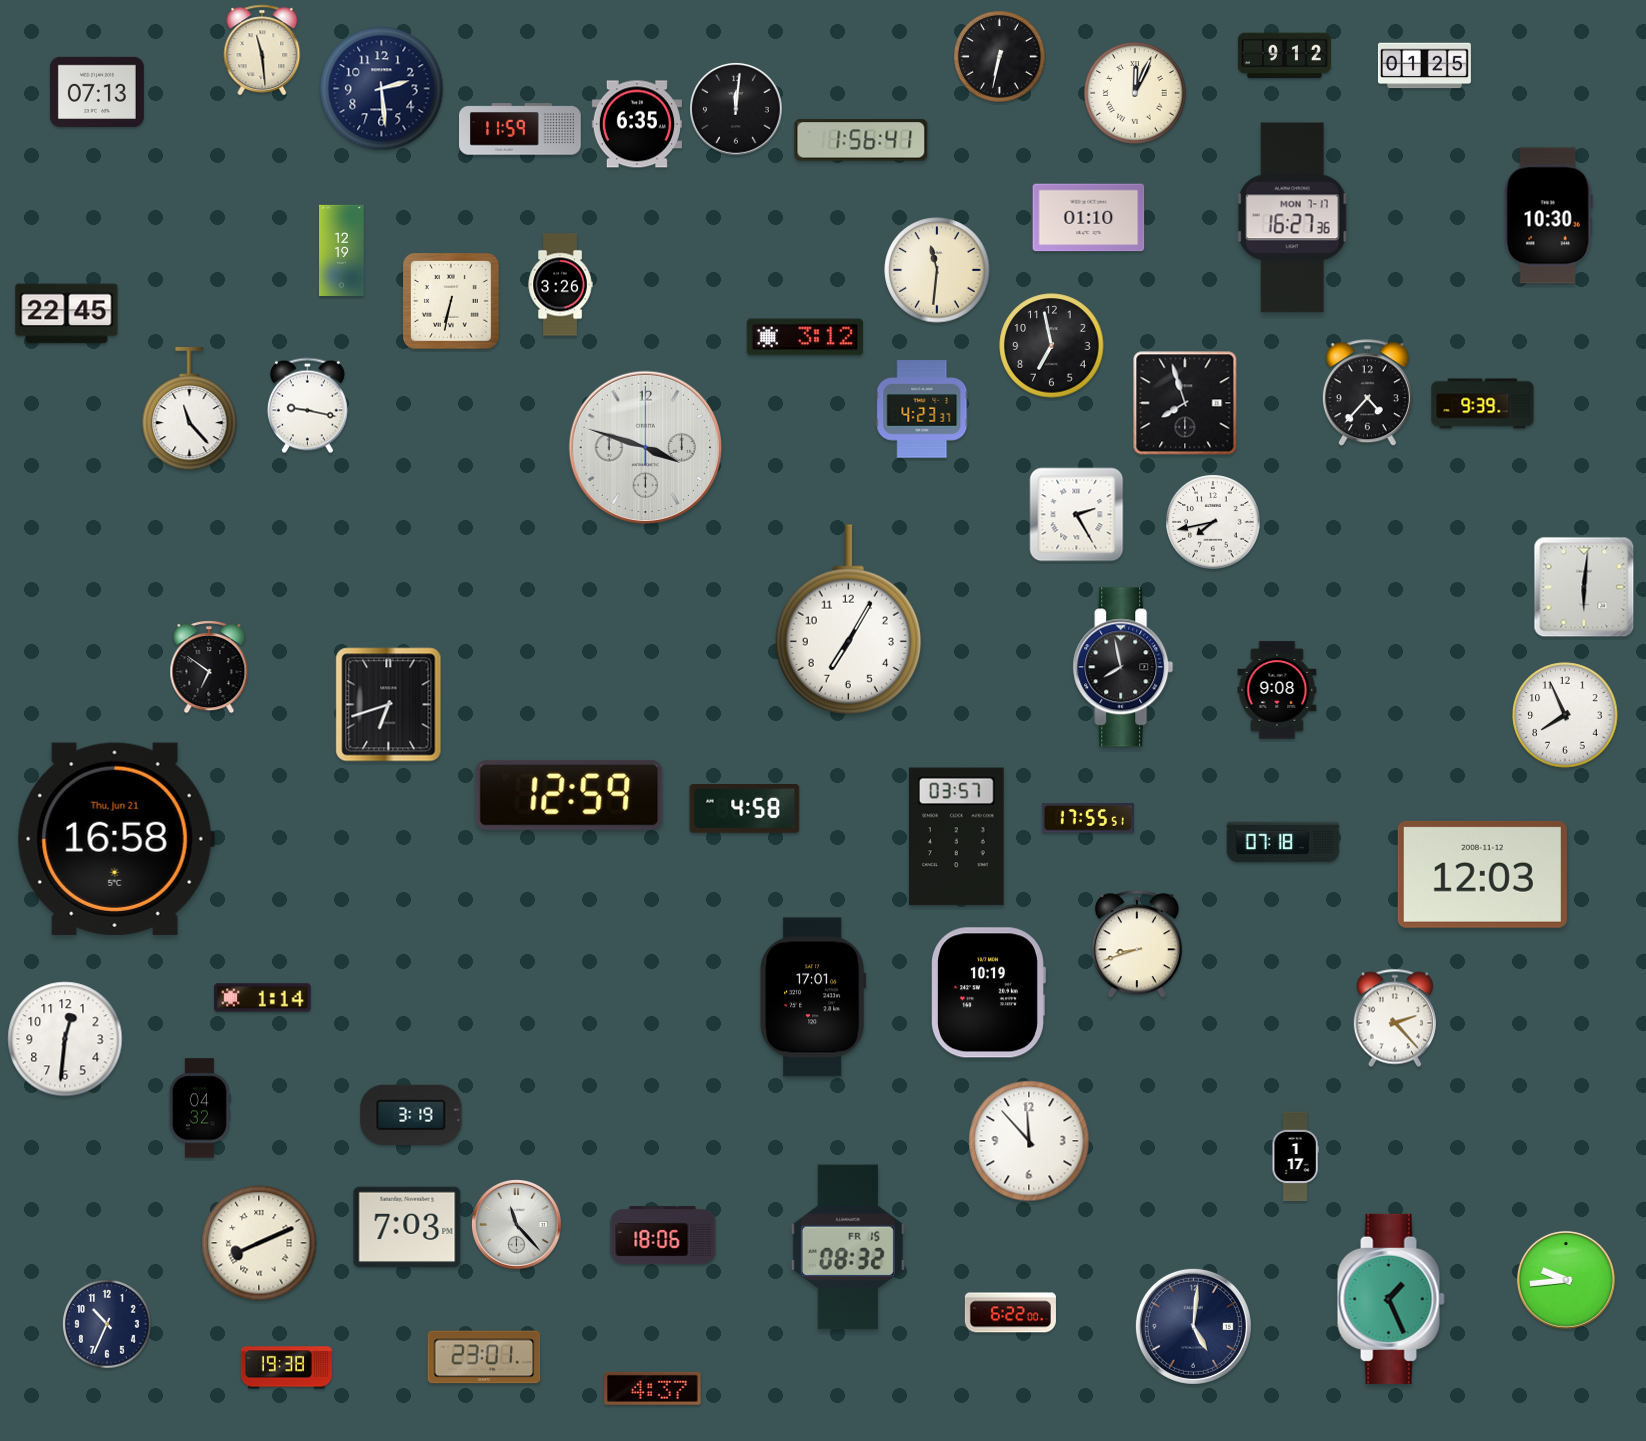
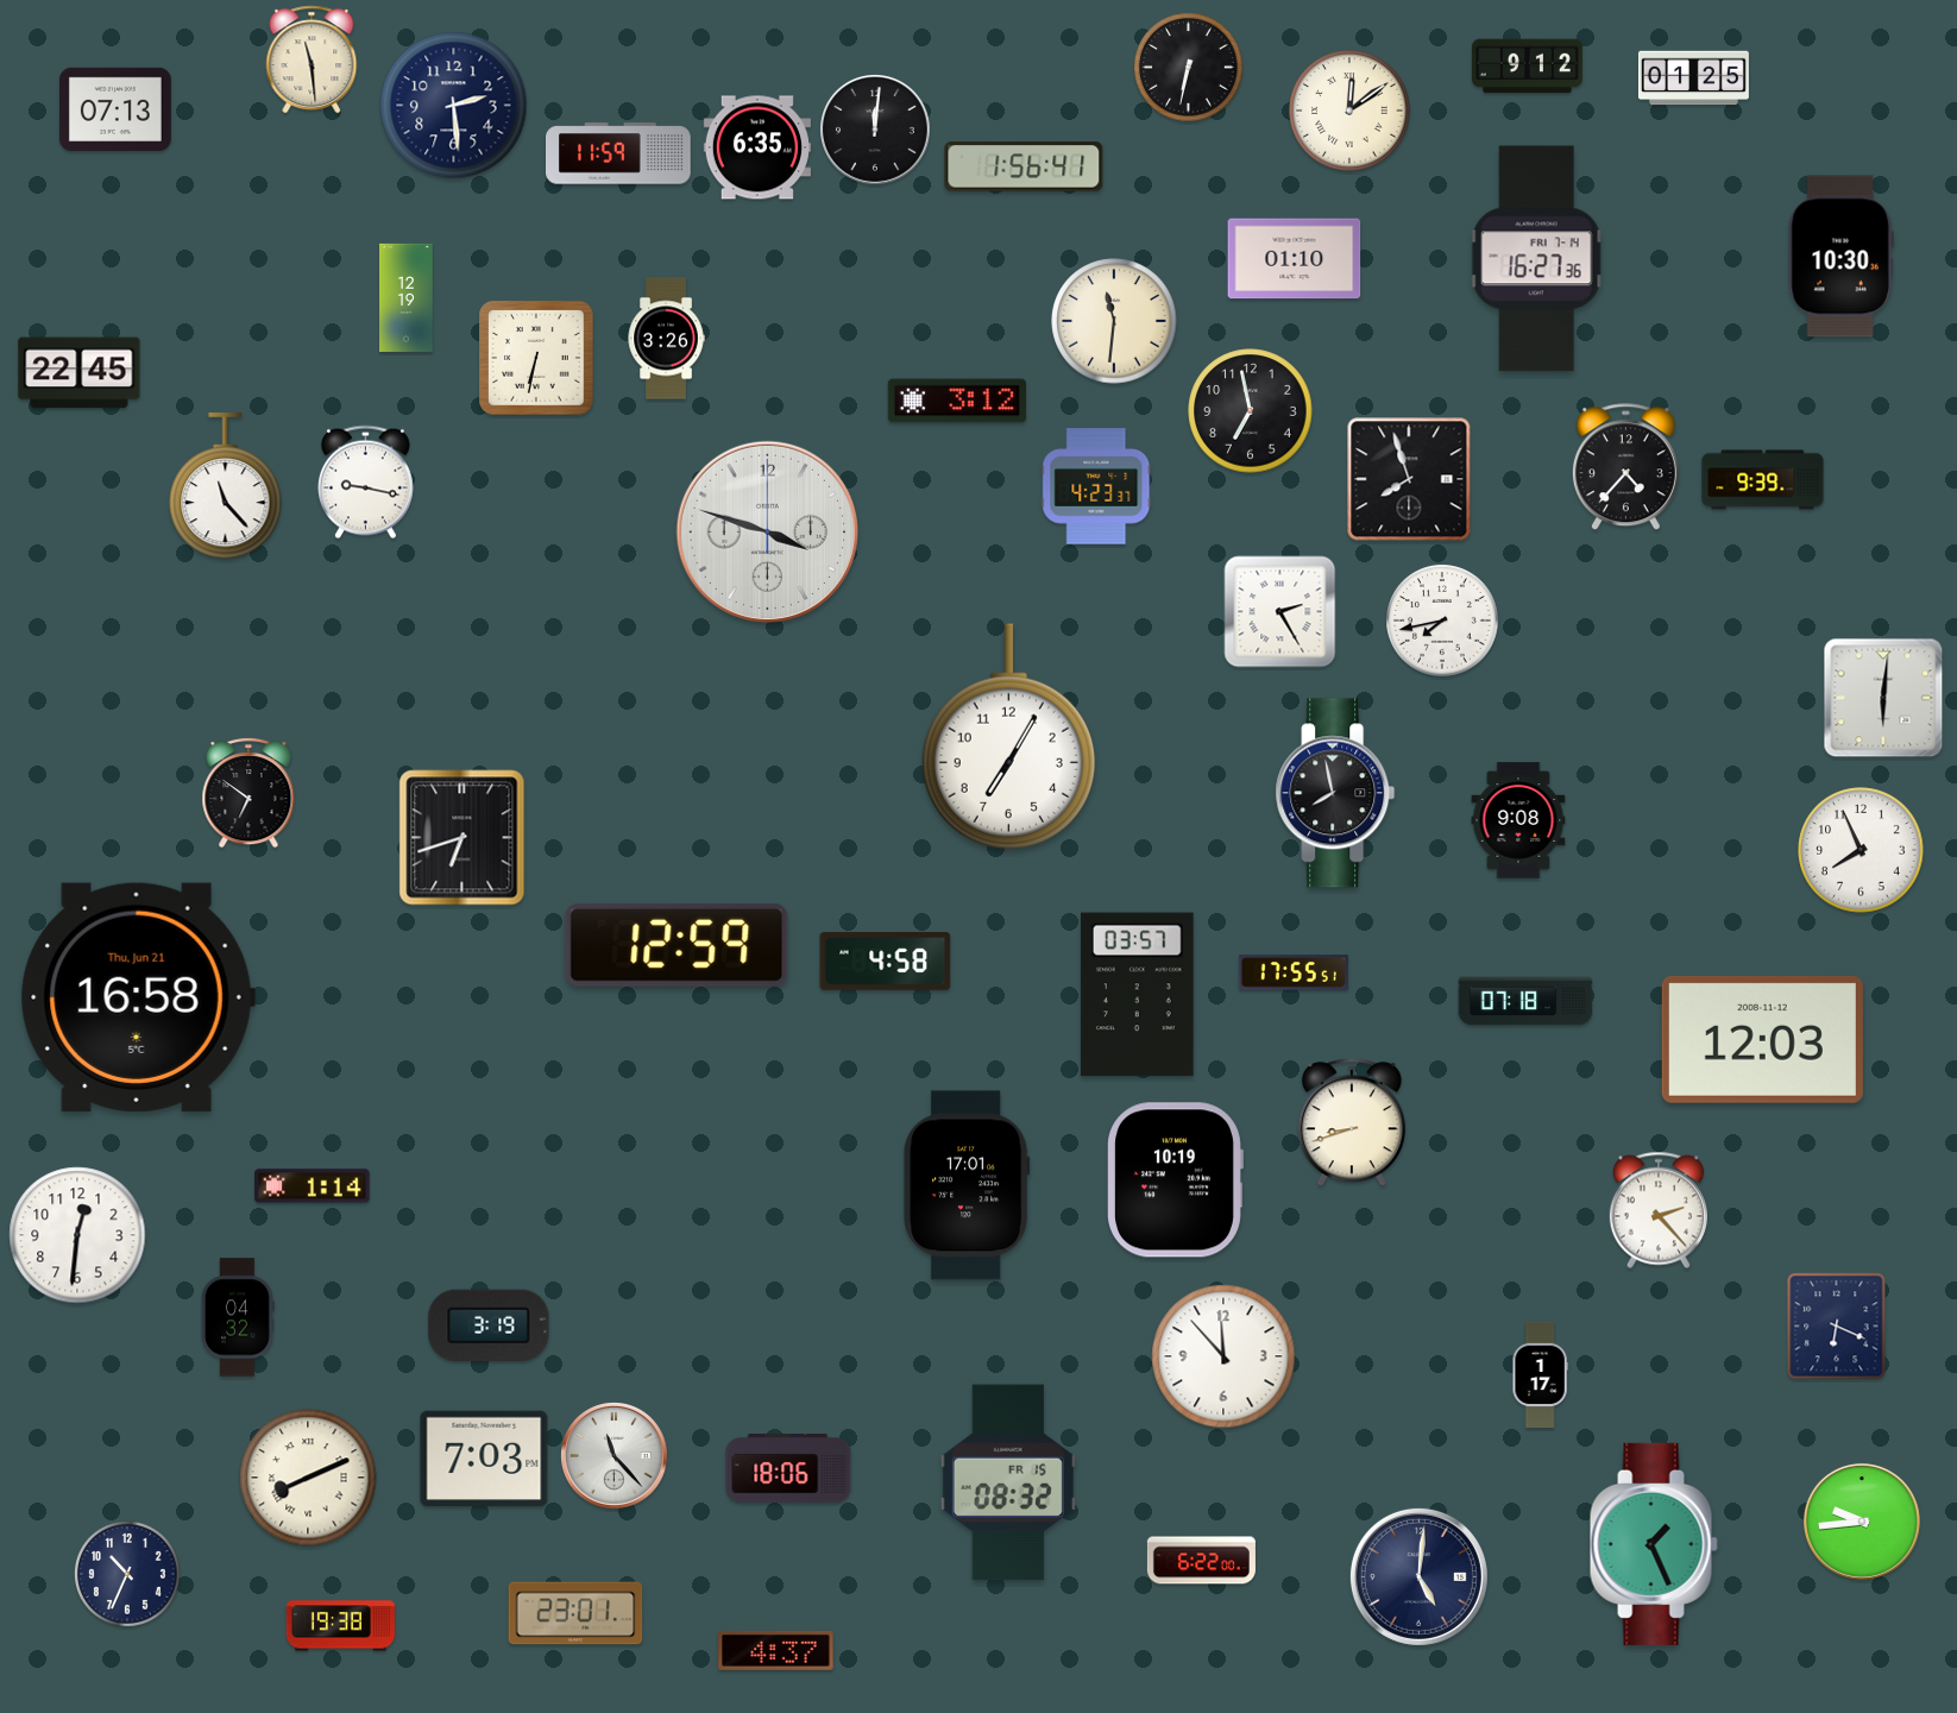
clock at (1135, 93): 12:04 -> 12:09
clock at (1292, 218) date: MON 7-17 -> FRI 7-14
clock at (1837, 1327): none -> 6:19
